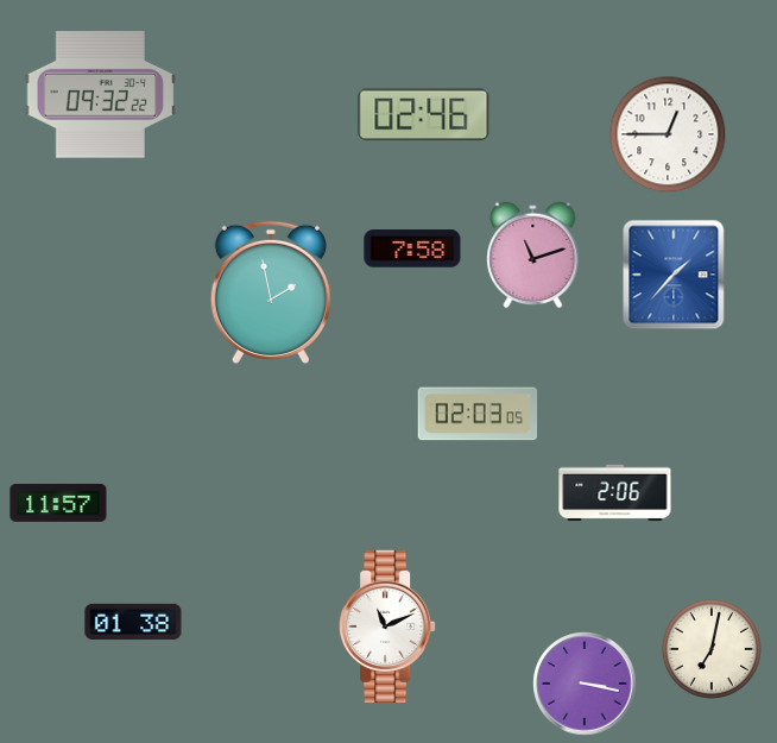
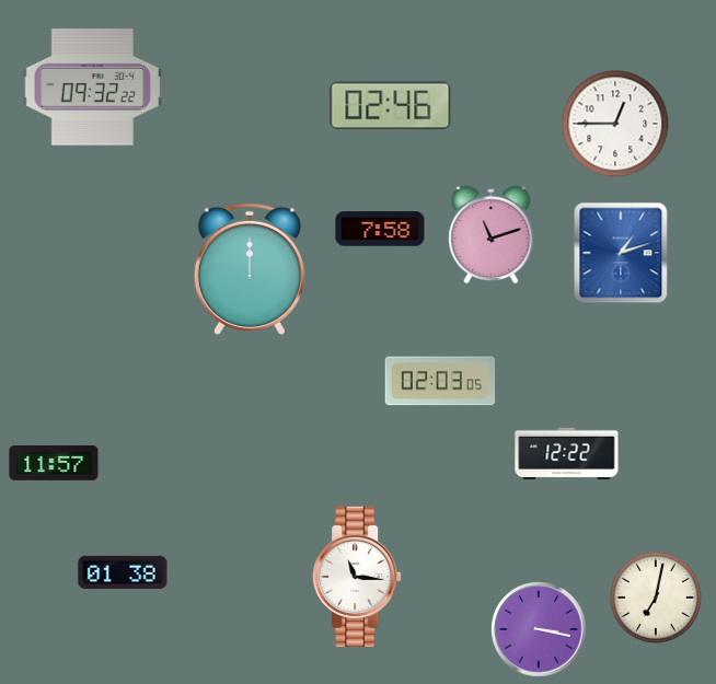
clock at (674, 275): 1:37 -> 1:12
clock at (271, 292): 1:58 -> 12:00
clock at (615, 493): 2:06 -> 12:22
clock at (387, 626): 11:11 -> 11:16
